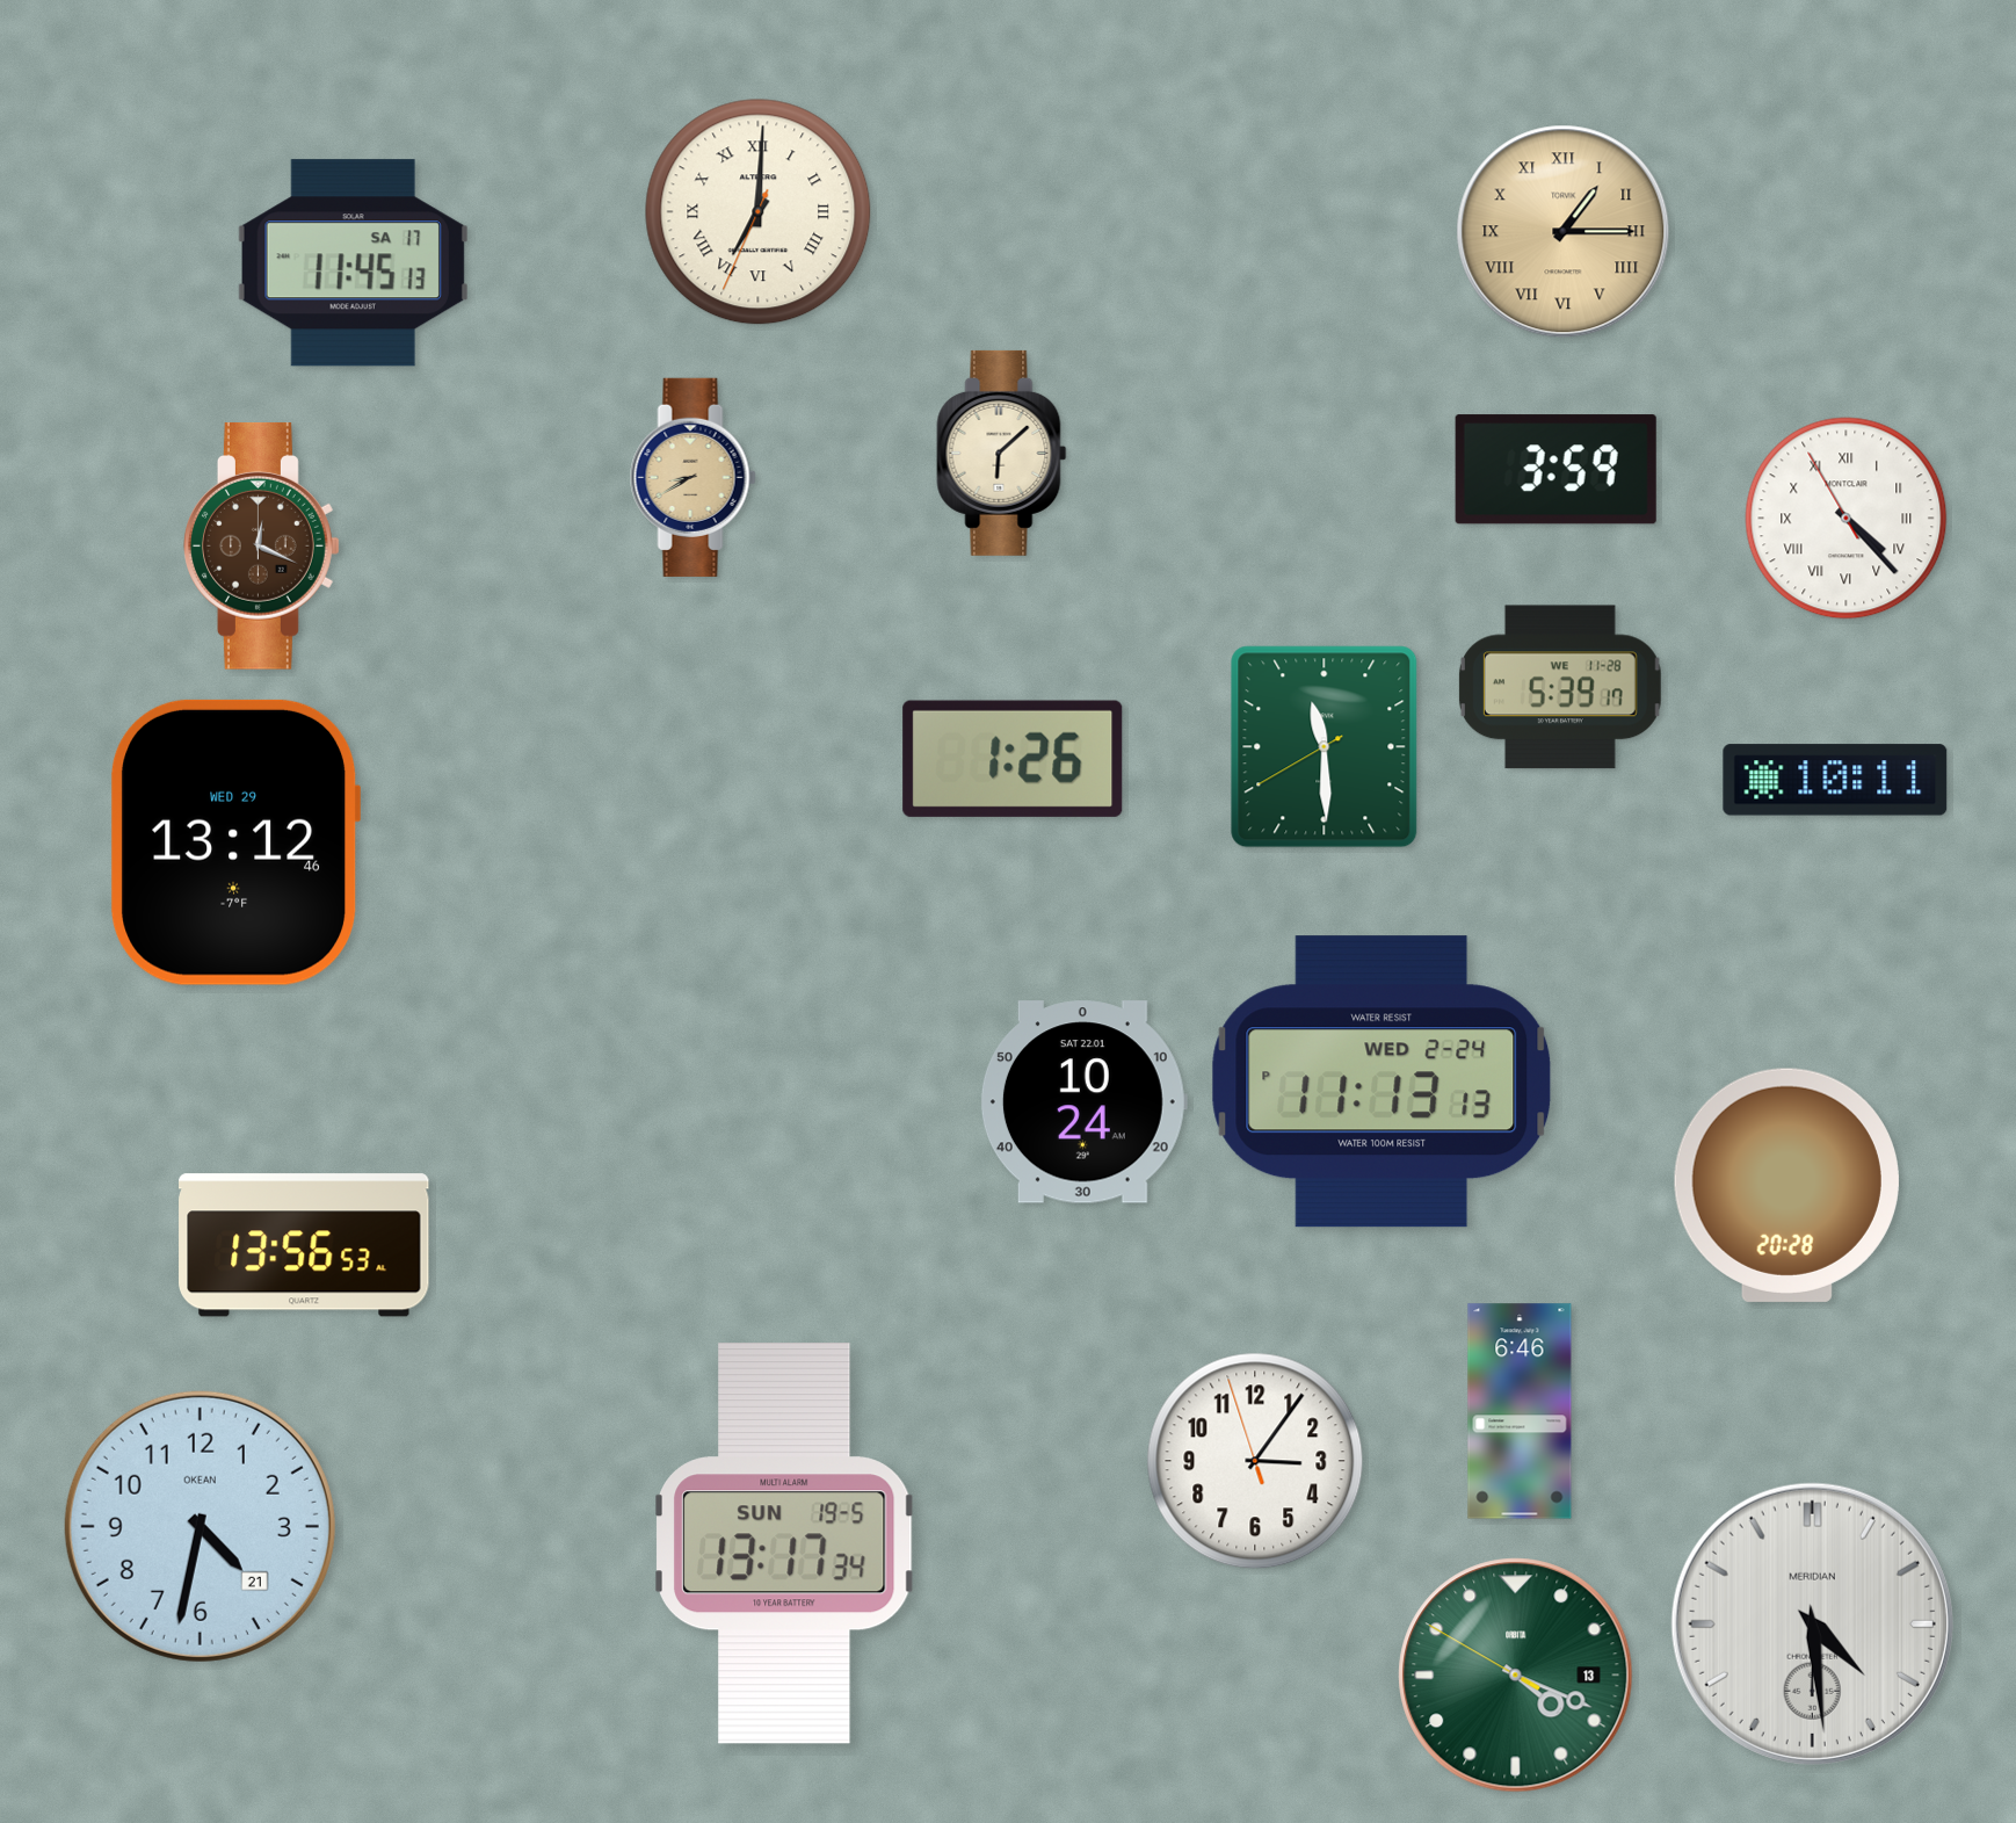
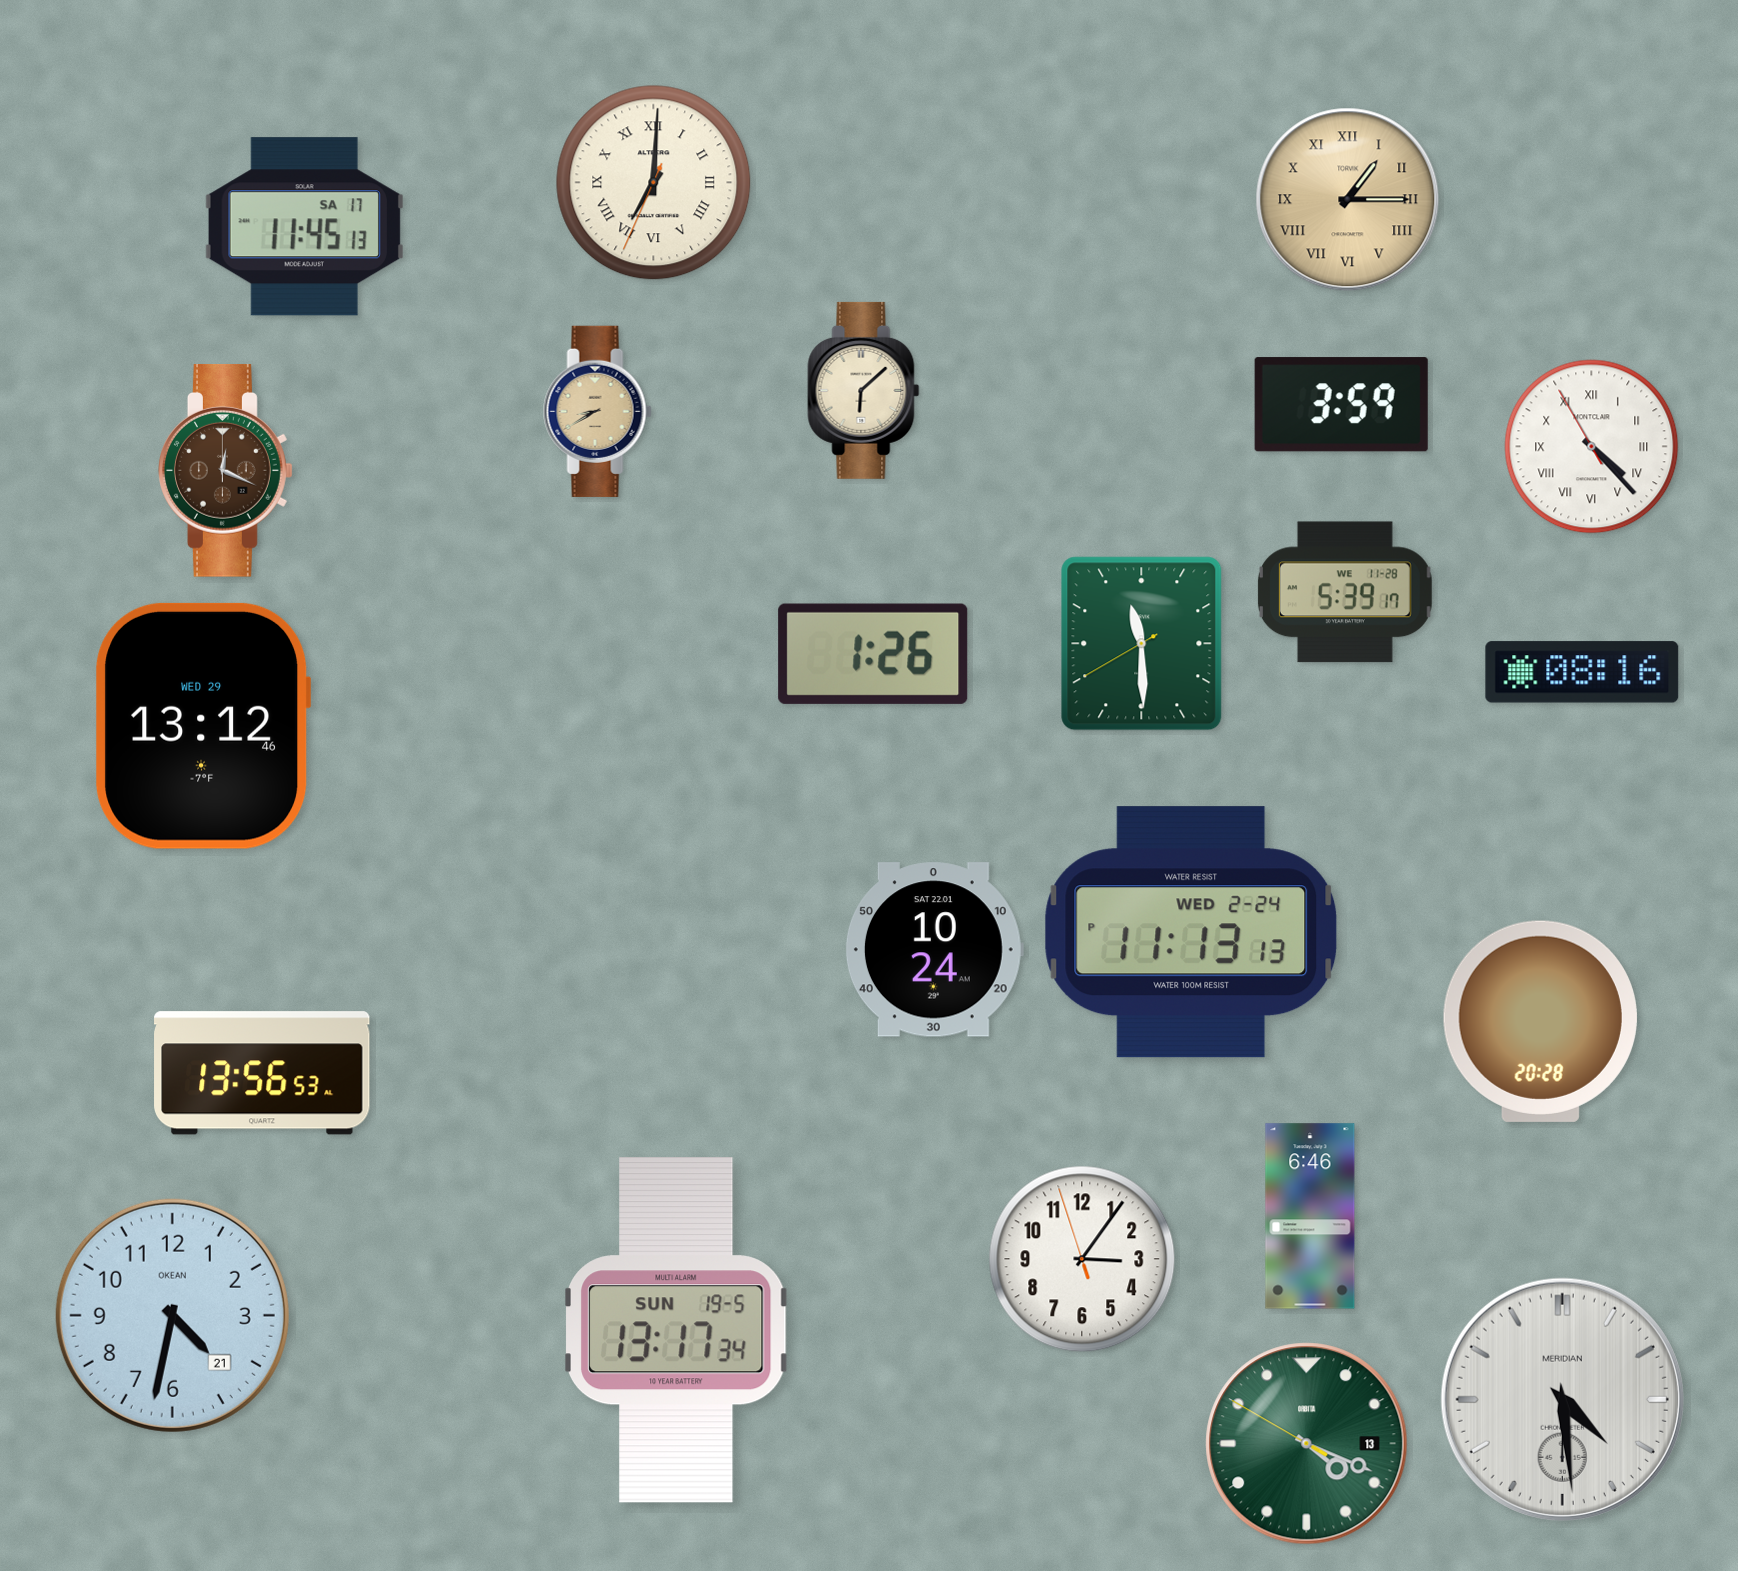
clock at (1835, 780): 10:11 -> 08:16
